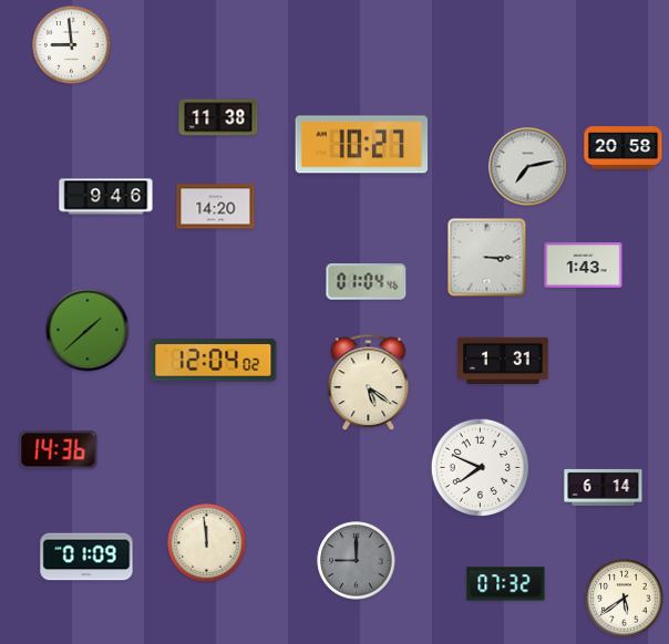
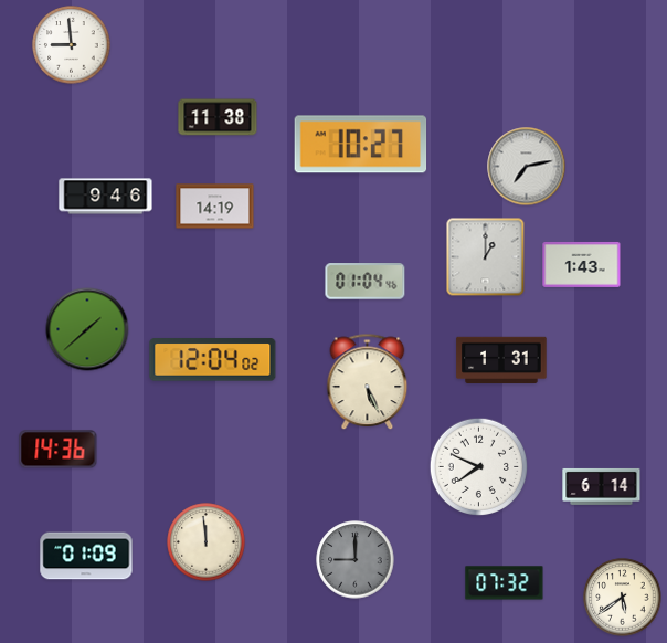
clock at (624, 148): 20:58 -> none
clock at (216, 207): 14:20 -> 14:19
clock at (487, 258): 3:15 -> 1:00
clock at (369, 383): 5:21 -> 5:26
